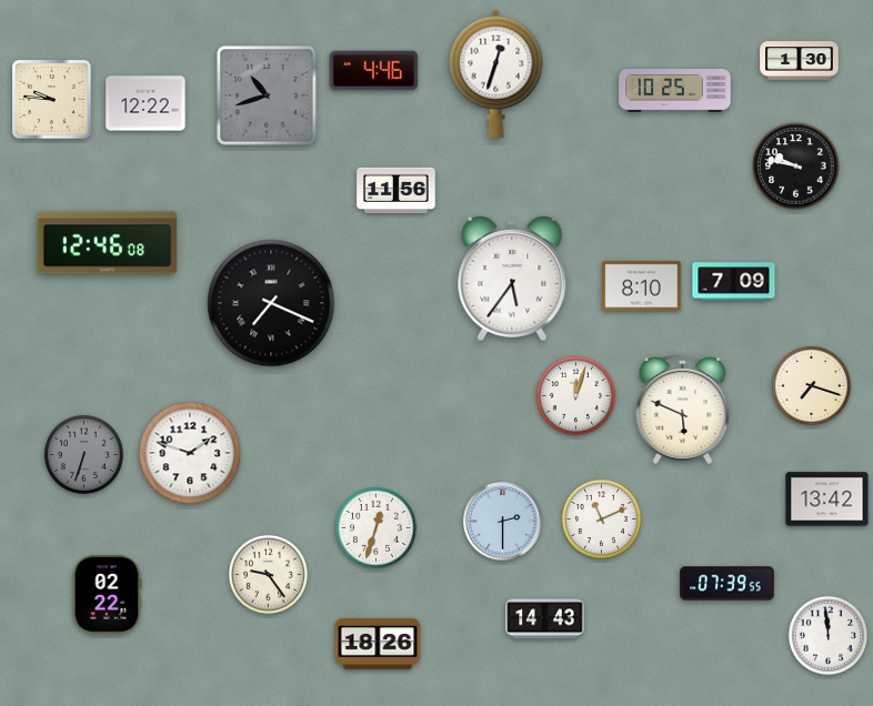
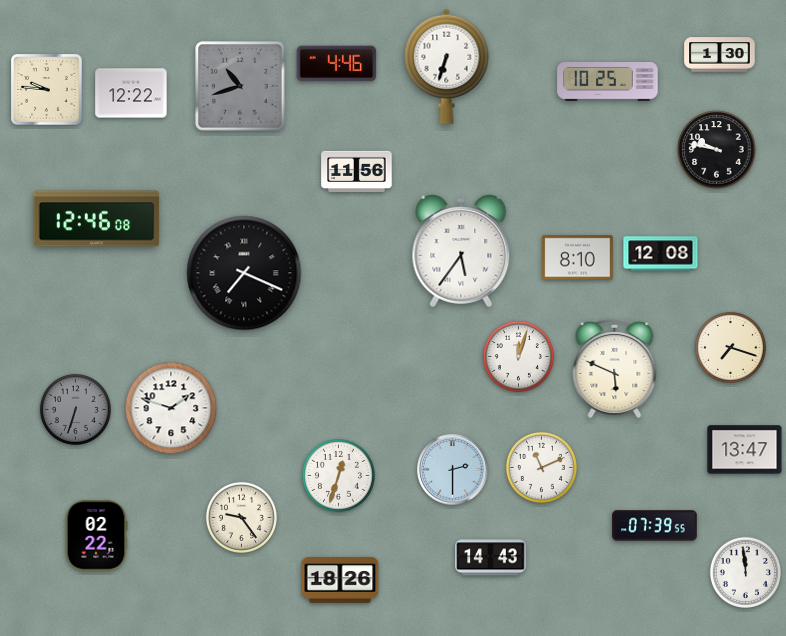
clock at (496, 73): 12:33 -> 6:33
clock at (734, 282): 7:09 -> 12:08
clock at (827, 500): 13:42 -> 13:47
